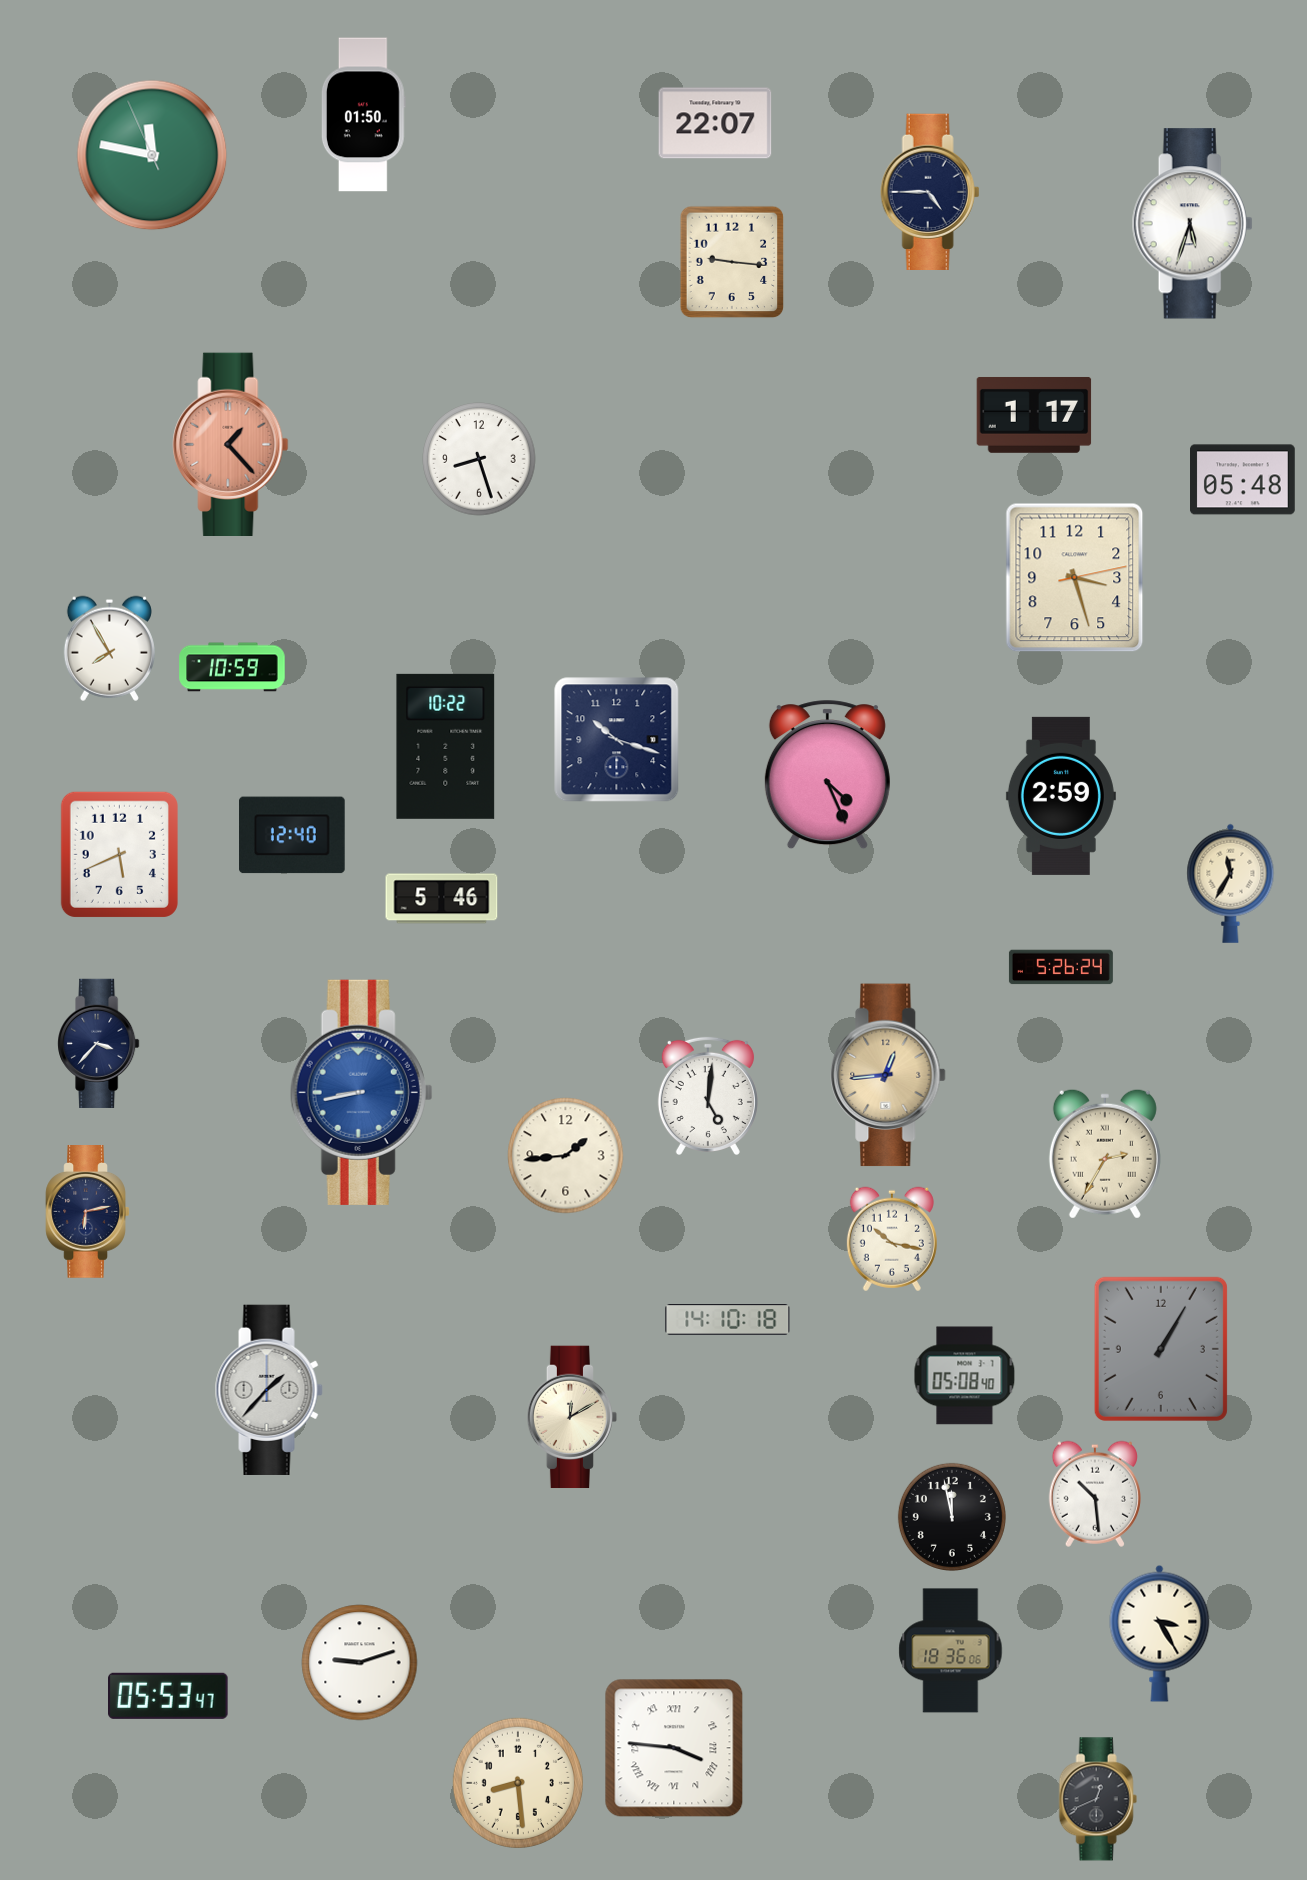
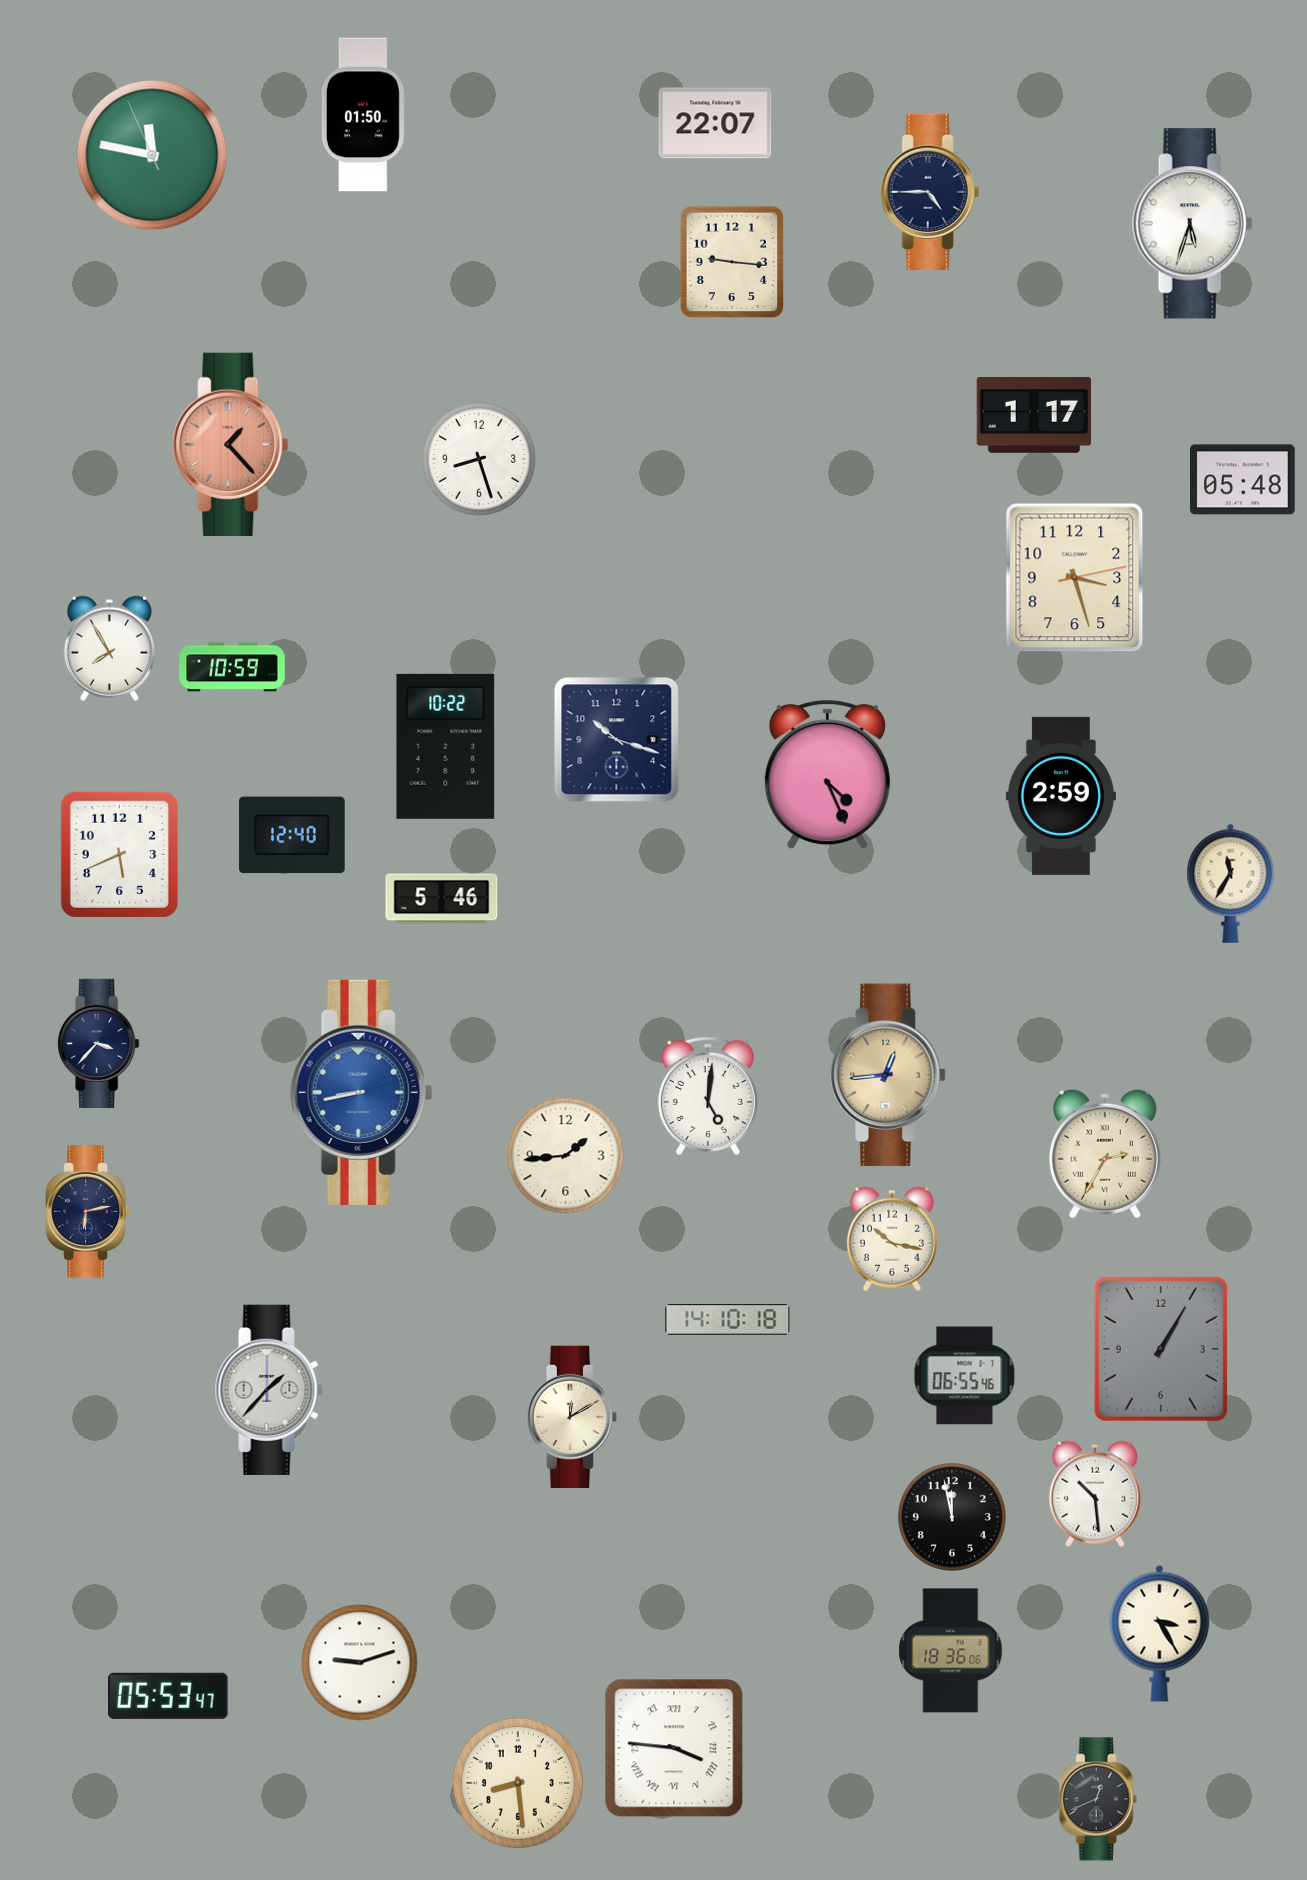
clock at (1061, 967): 5:26 -> none
clock at (965, 1376): 05:08 -> 06:55
